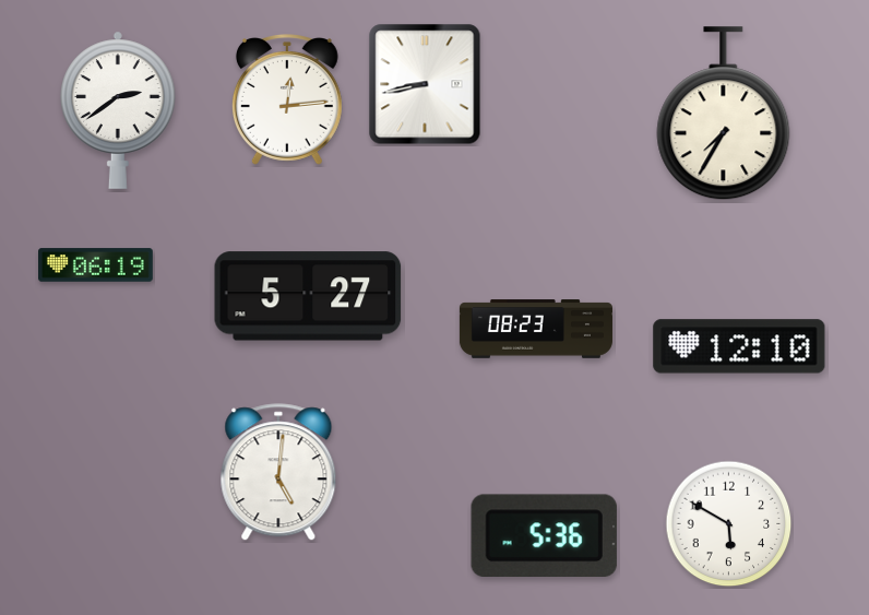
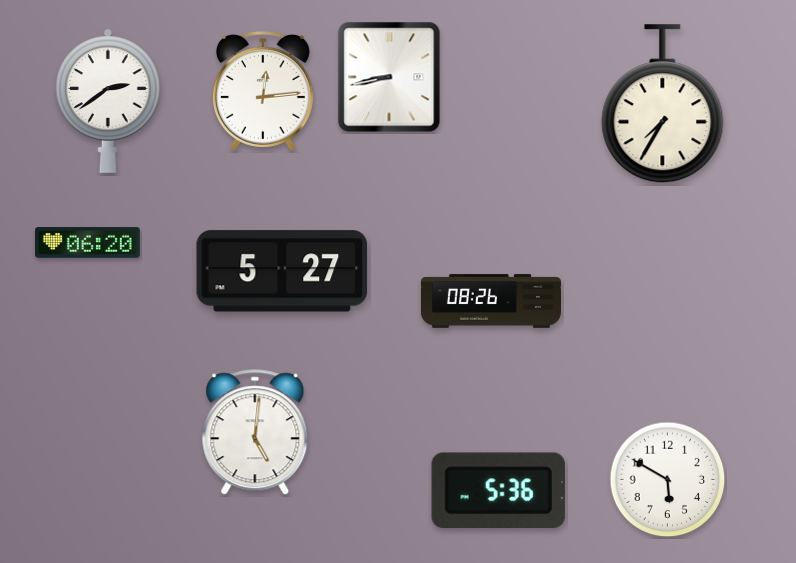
clock at (96, 265): 06:19 -> 06:20
clock at (536, 329): 08:23 -> 08:26
clock at (739, 346): 12:10 -> none
